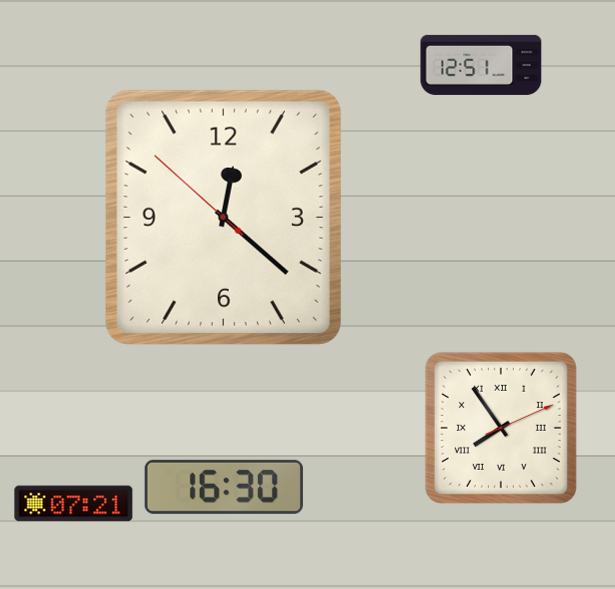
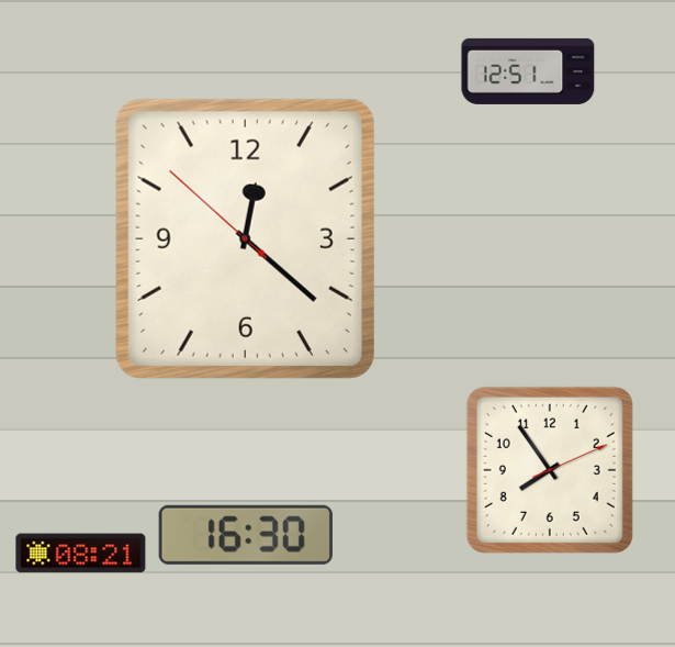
clock at (501, 428) numerals: Roman -> Arabic
clock at (74, 504): 07:21 -> 08:21
